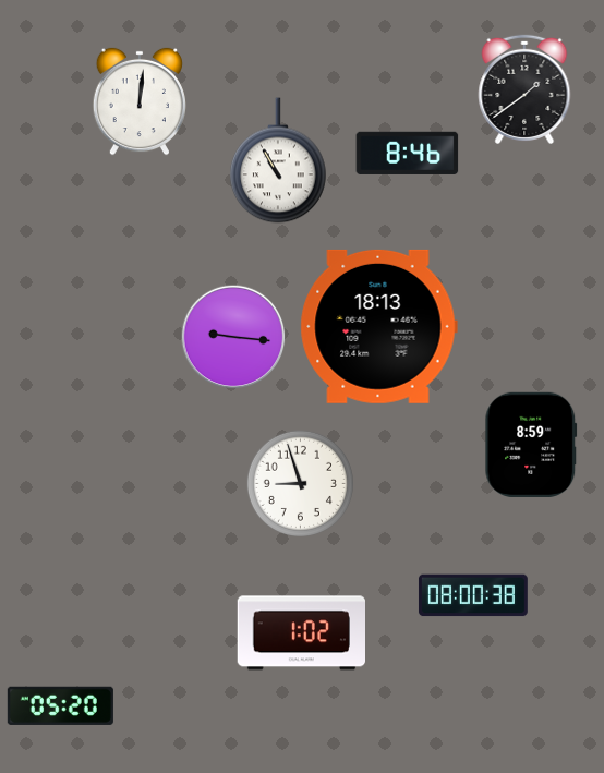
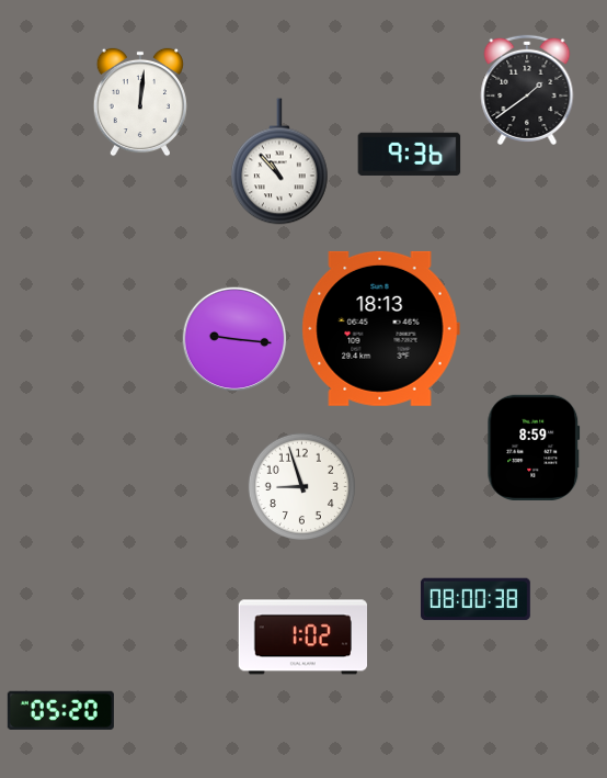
clock at (408, 153): 8:46 -> 9:36
clock at (278, 160): 10:55 -> 10:53
